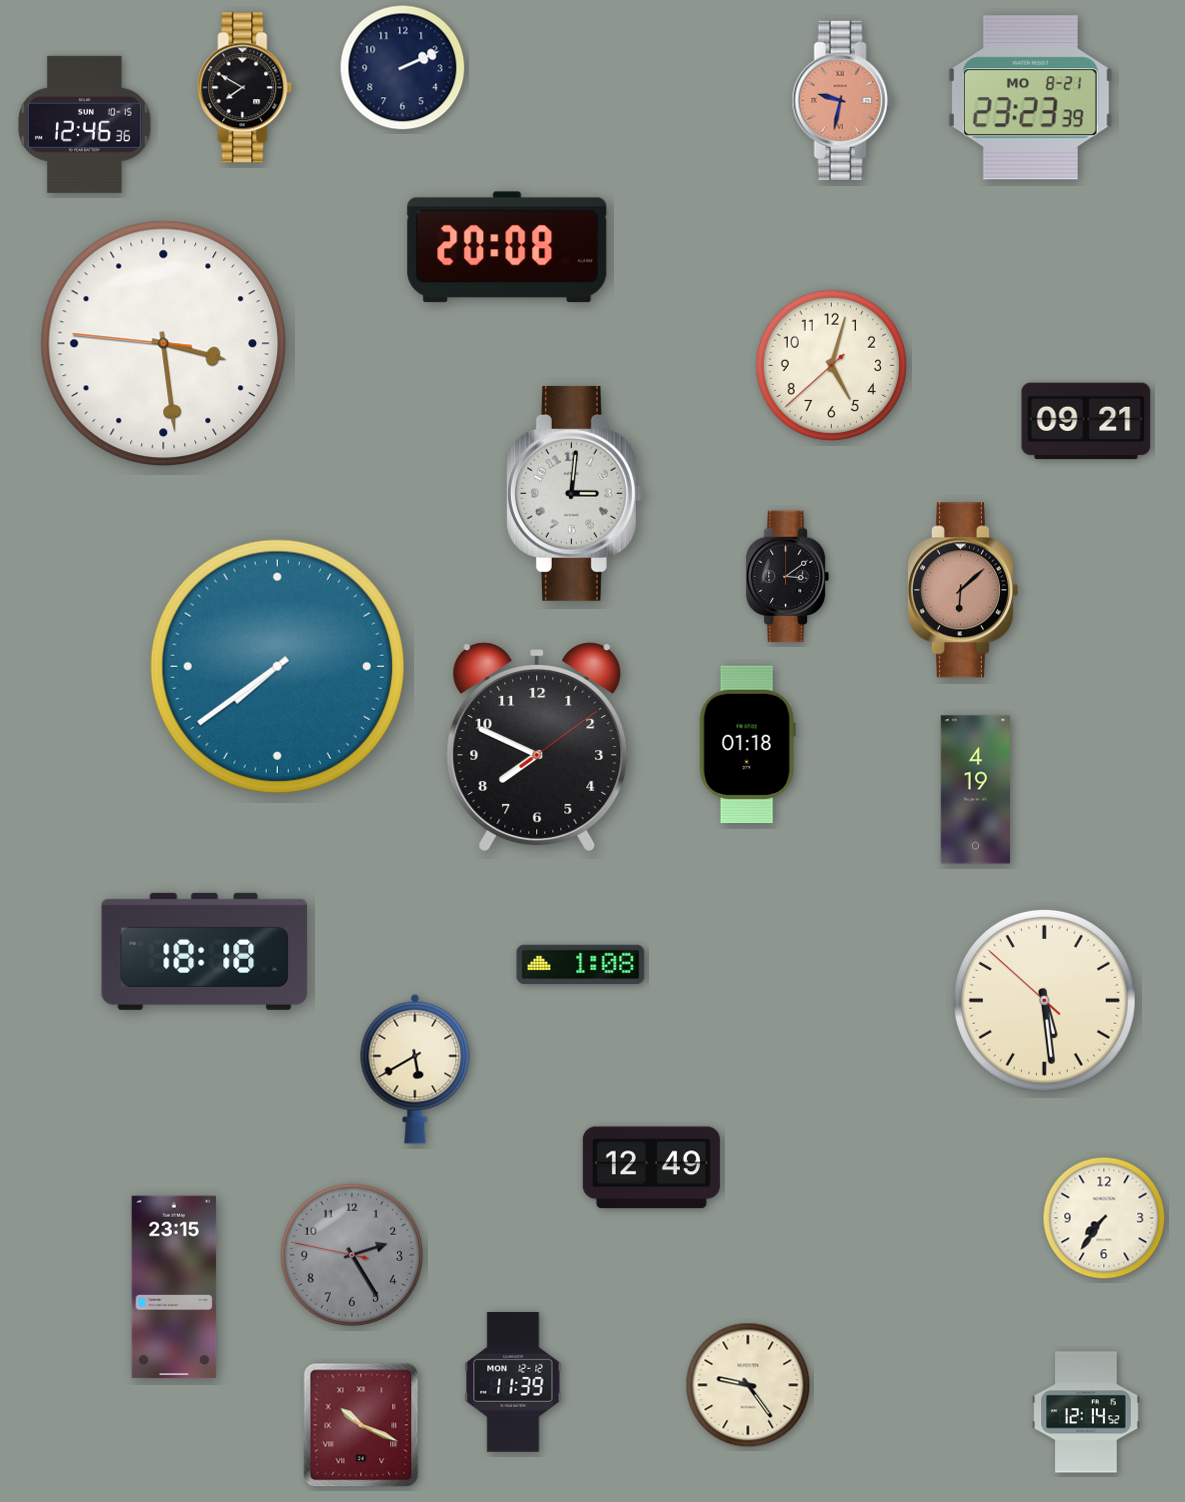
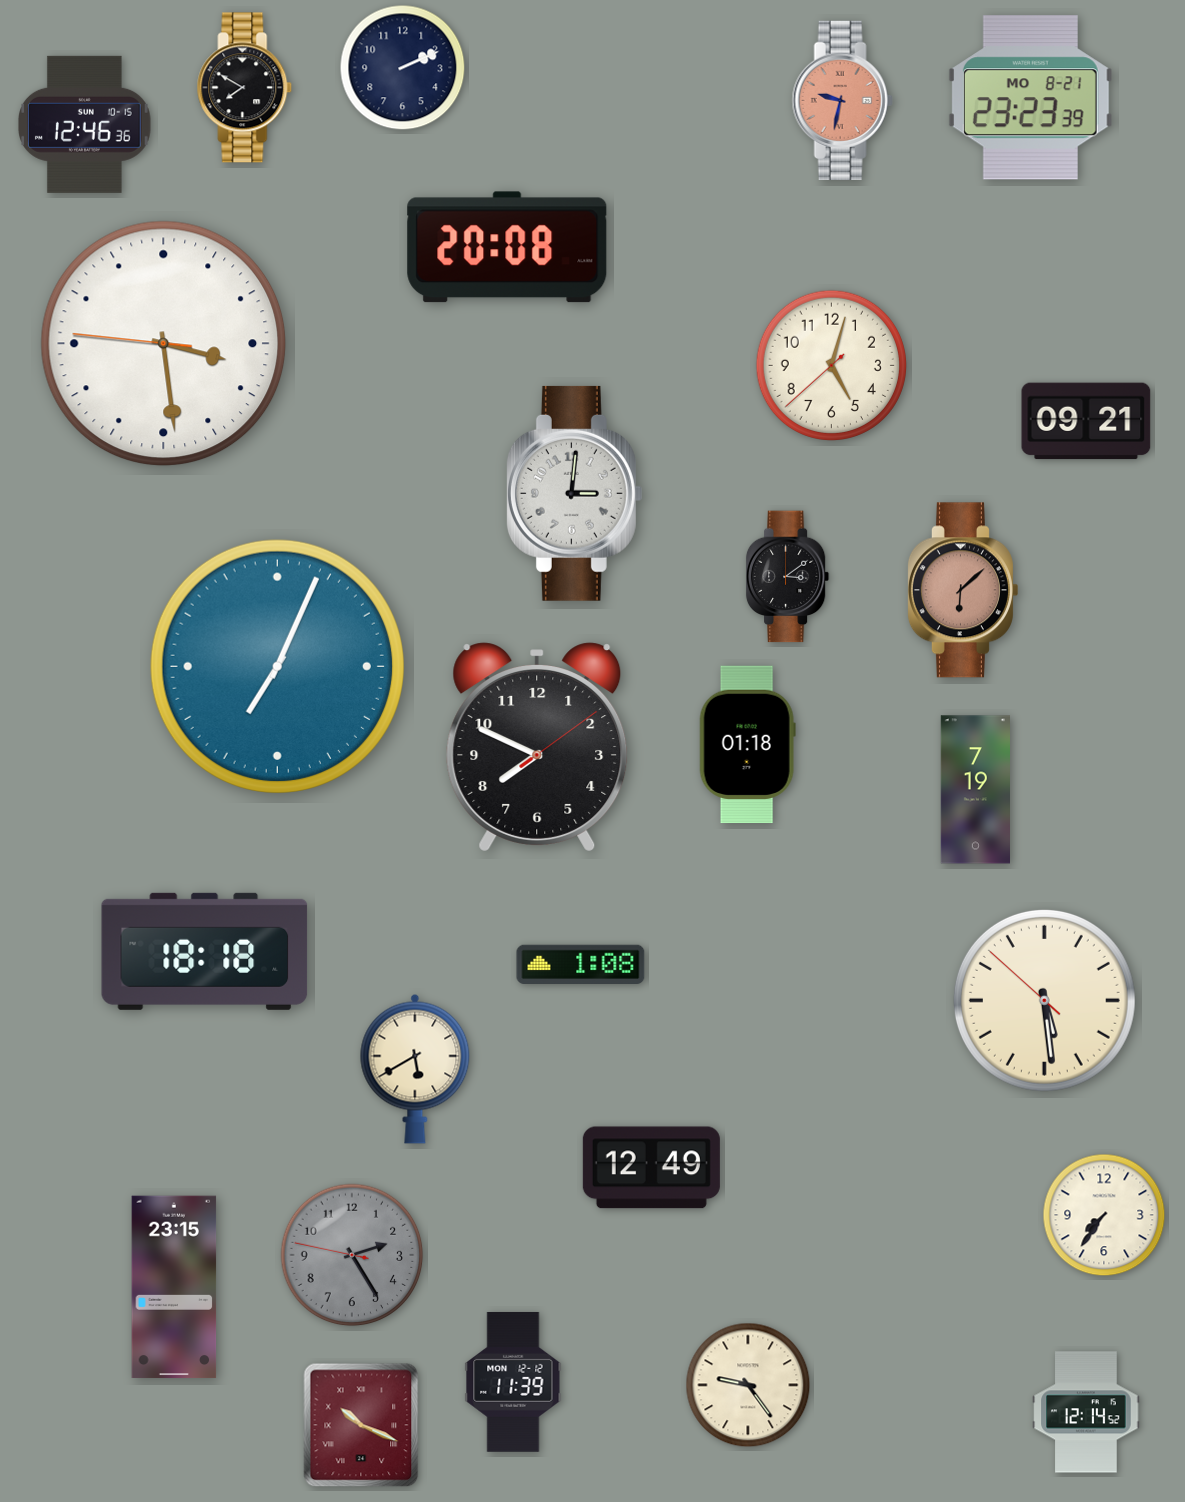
clock at (277, 666): 7:39 -> 7:04
clock at (975, 790): 4:19 -> 7:19
clock at (1104, 1218) position: (1104, 1218) -> (1104, 1215)
